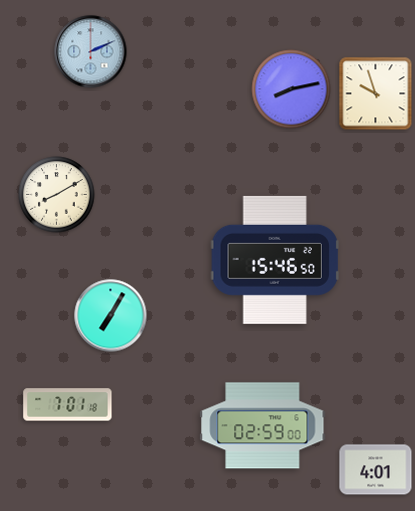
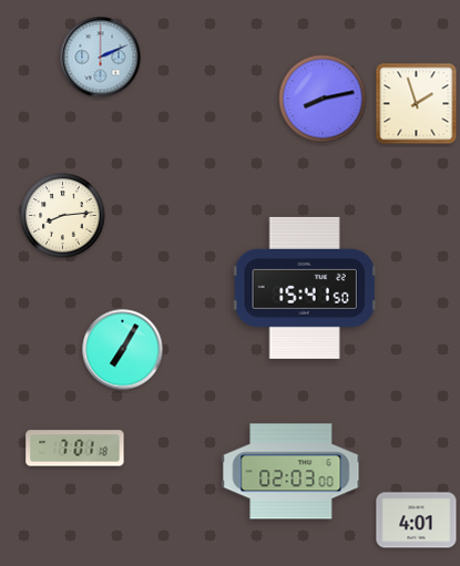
clock at (376, 94): 9:57 -> 1:57
clock at (57, 195): 8:10 -> 8:14
clock at (275, 260): 15:46 -> 15:41
clock at (263, 426): 02:59 -> 02:03
